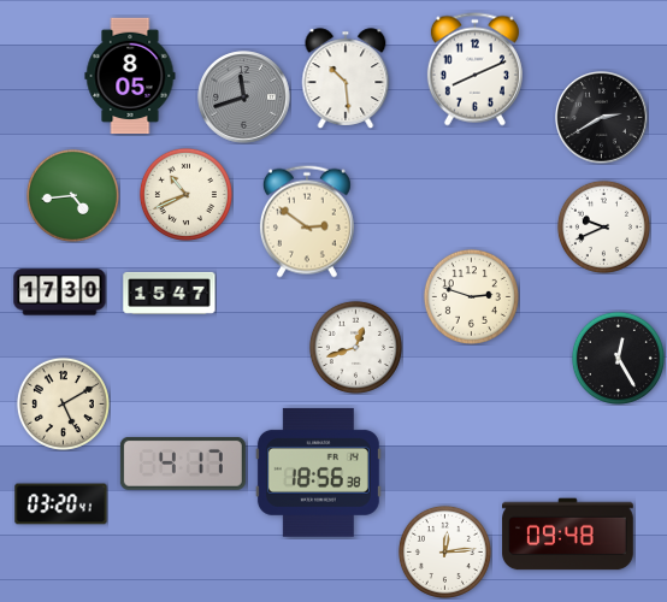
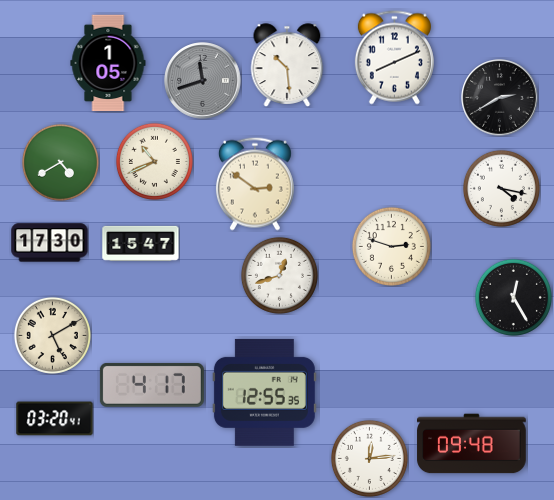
clock at (130, 76): 8:05 -> 1:05
clock at (72, 195): 4:44 -> 4:40
clock at (603, 226): 9:41 -> 4:17
clock at (355, 347) position: (355, 347) -> (279, 275)
clock at (318, 472): 18:56 -> 12:55
clock at (61, 504) position: (61, 504) -> (55, 419)
